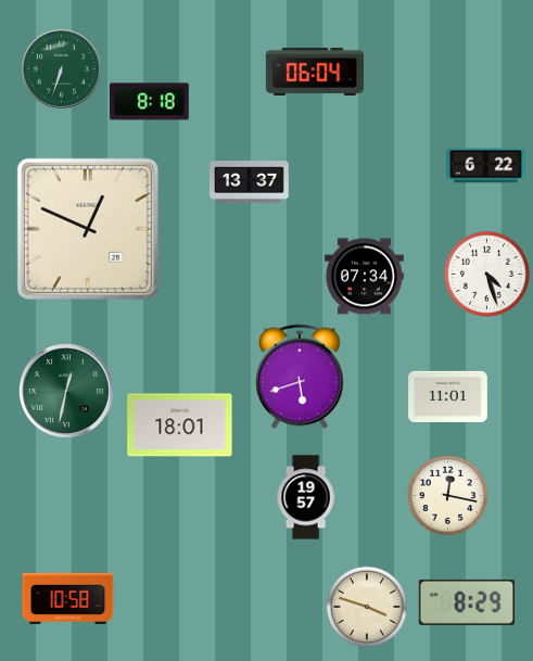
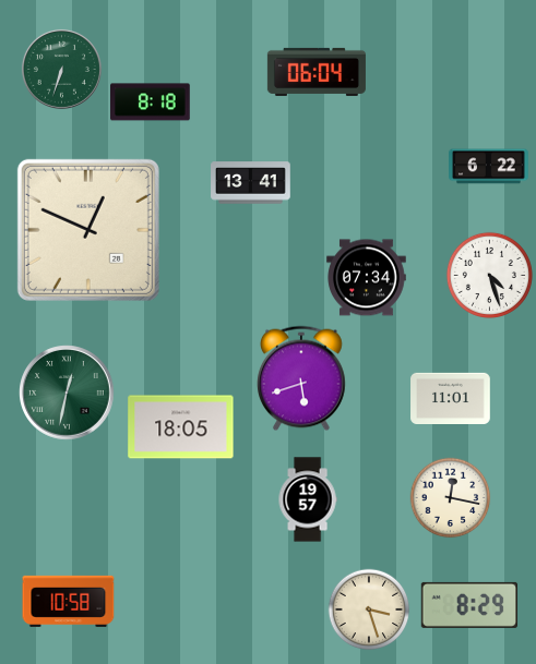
clock at (250, 182): 13:37 -> 13:41
clock at (180, 425): 18:01 -> 18:05
clock at (367, 607): 3:48 -> 3:27
